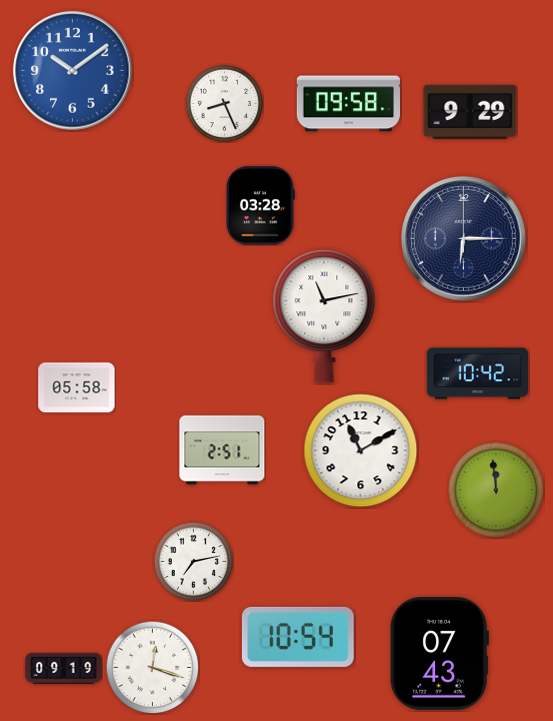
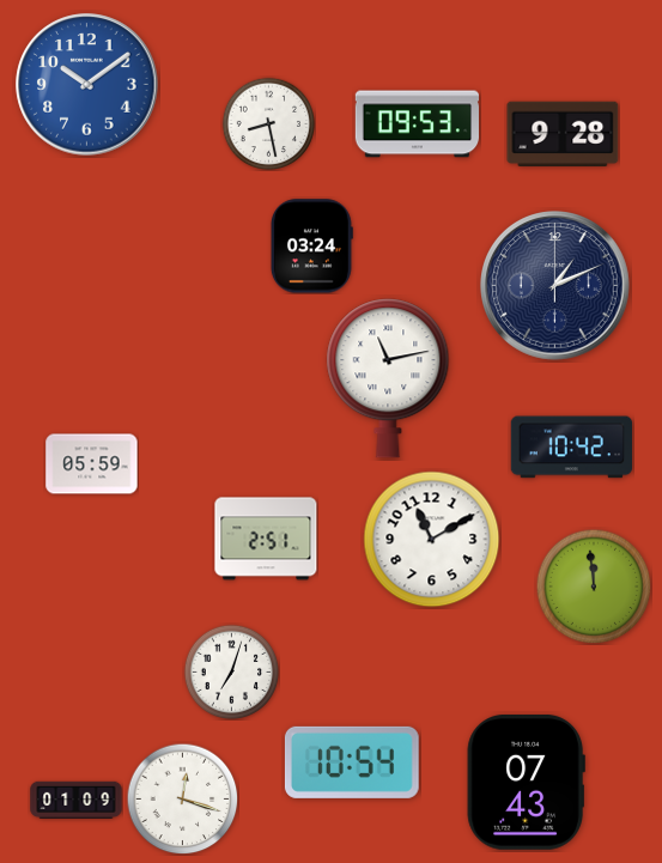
clock at (224, 103): 8:26 -> 8:28
clock at (348, 104): 09:58 -> 09:53
clock at (470, 111): 9:29 -> 9:28
clock at (260, 206): 03:28 -> 03:24
clock at (464, 239): 6:15 -> 1:11
clock at (77, 388): 05:58 -> 05:59
clock at (193, 561): 7:13 -> 7:03
clock at (298, 637) position: (298, 637) -> (352, 762)
clock at (64, 668): 09:19 -> 01:09
